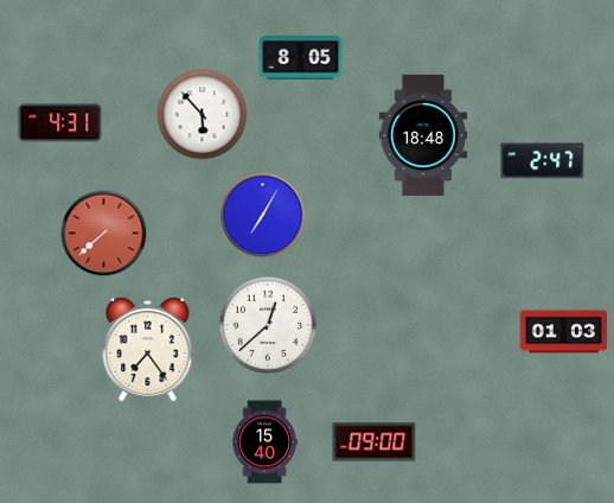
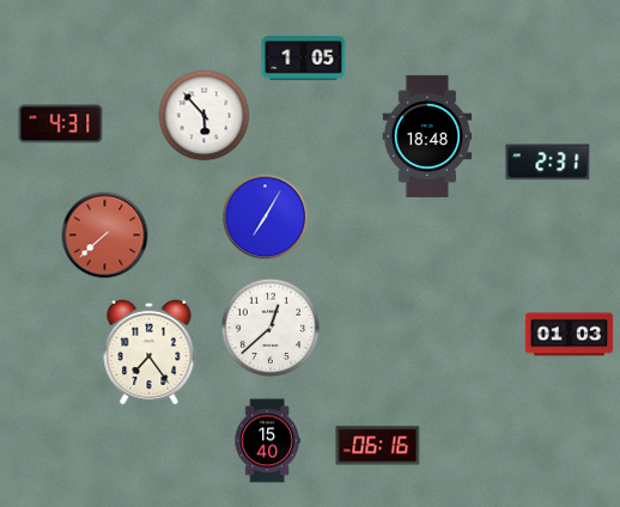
clock at (301, 58): 8:05 -> 1:05
clock at (543, 161): 2:47 -> 2:31
clock at (264, 442) position: (264, 442) -> (267, 441)
clock at (375, 442): 09:00 -> 06:16
